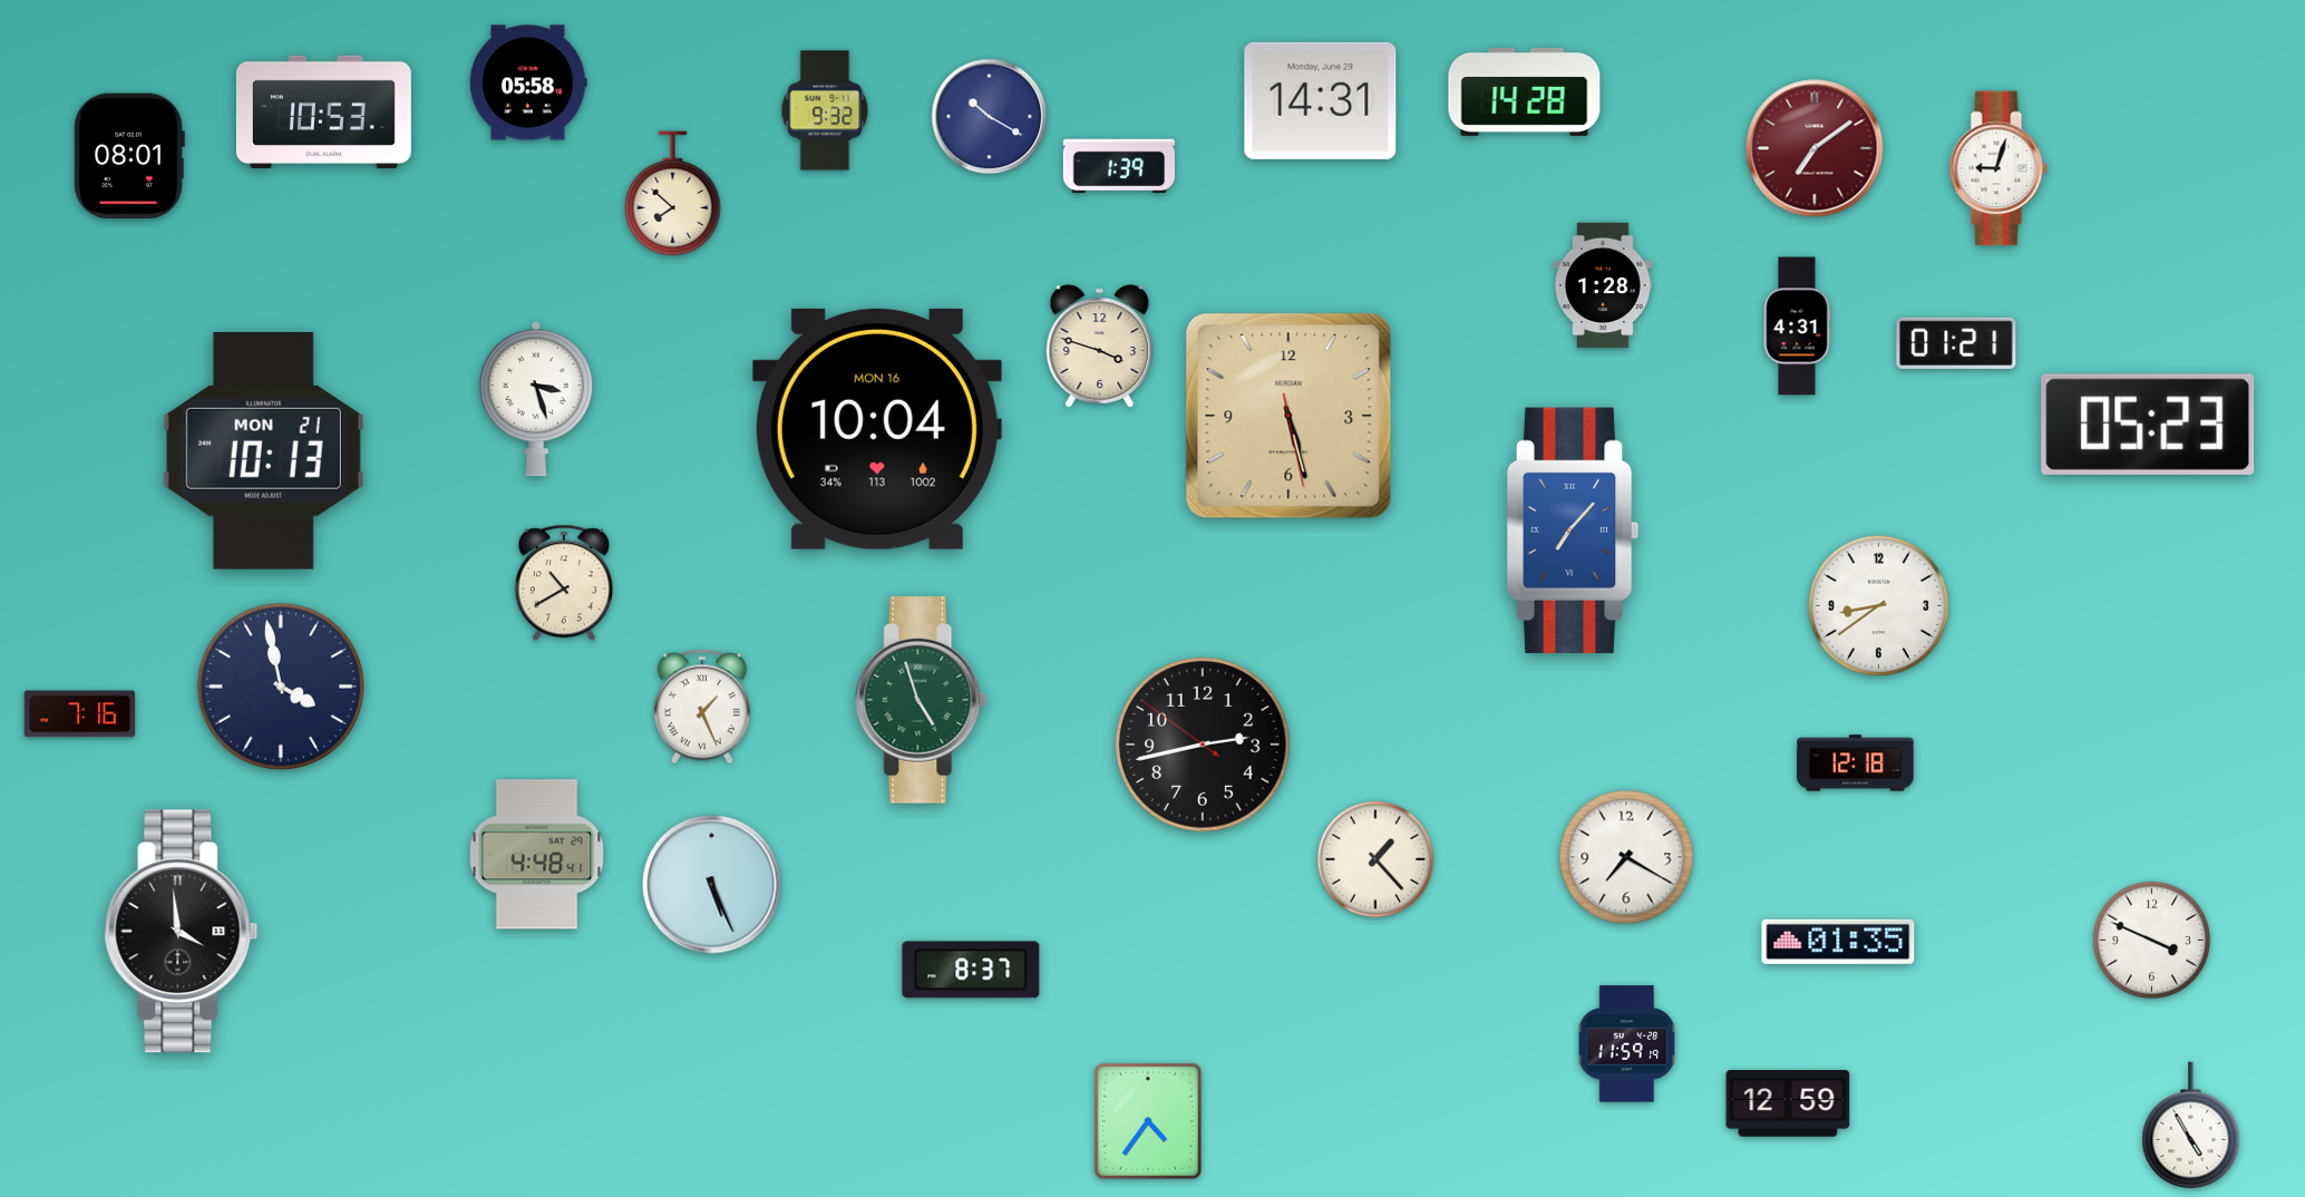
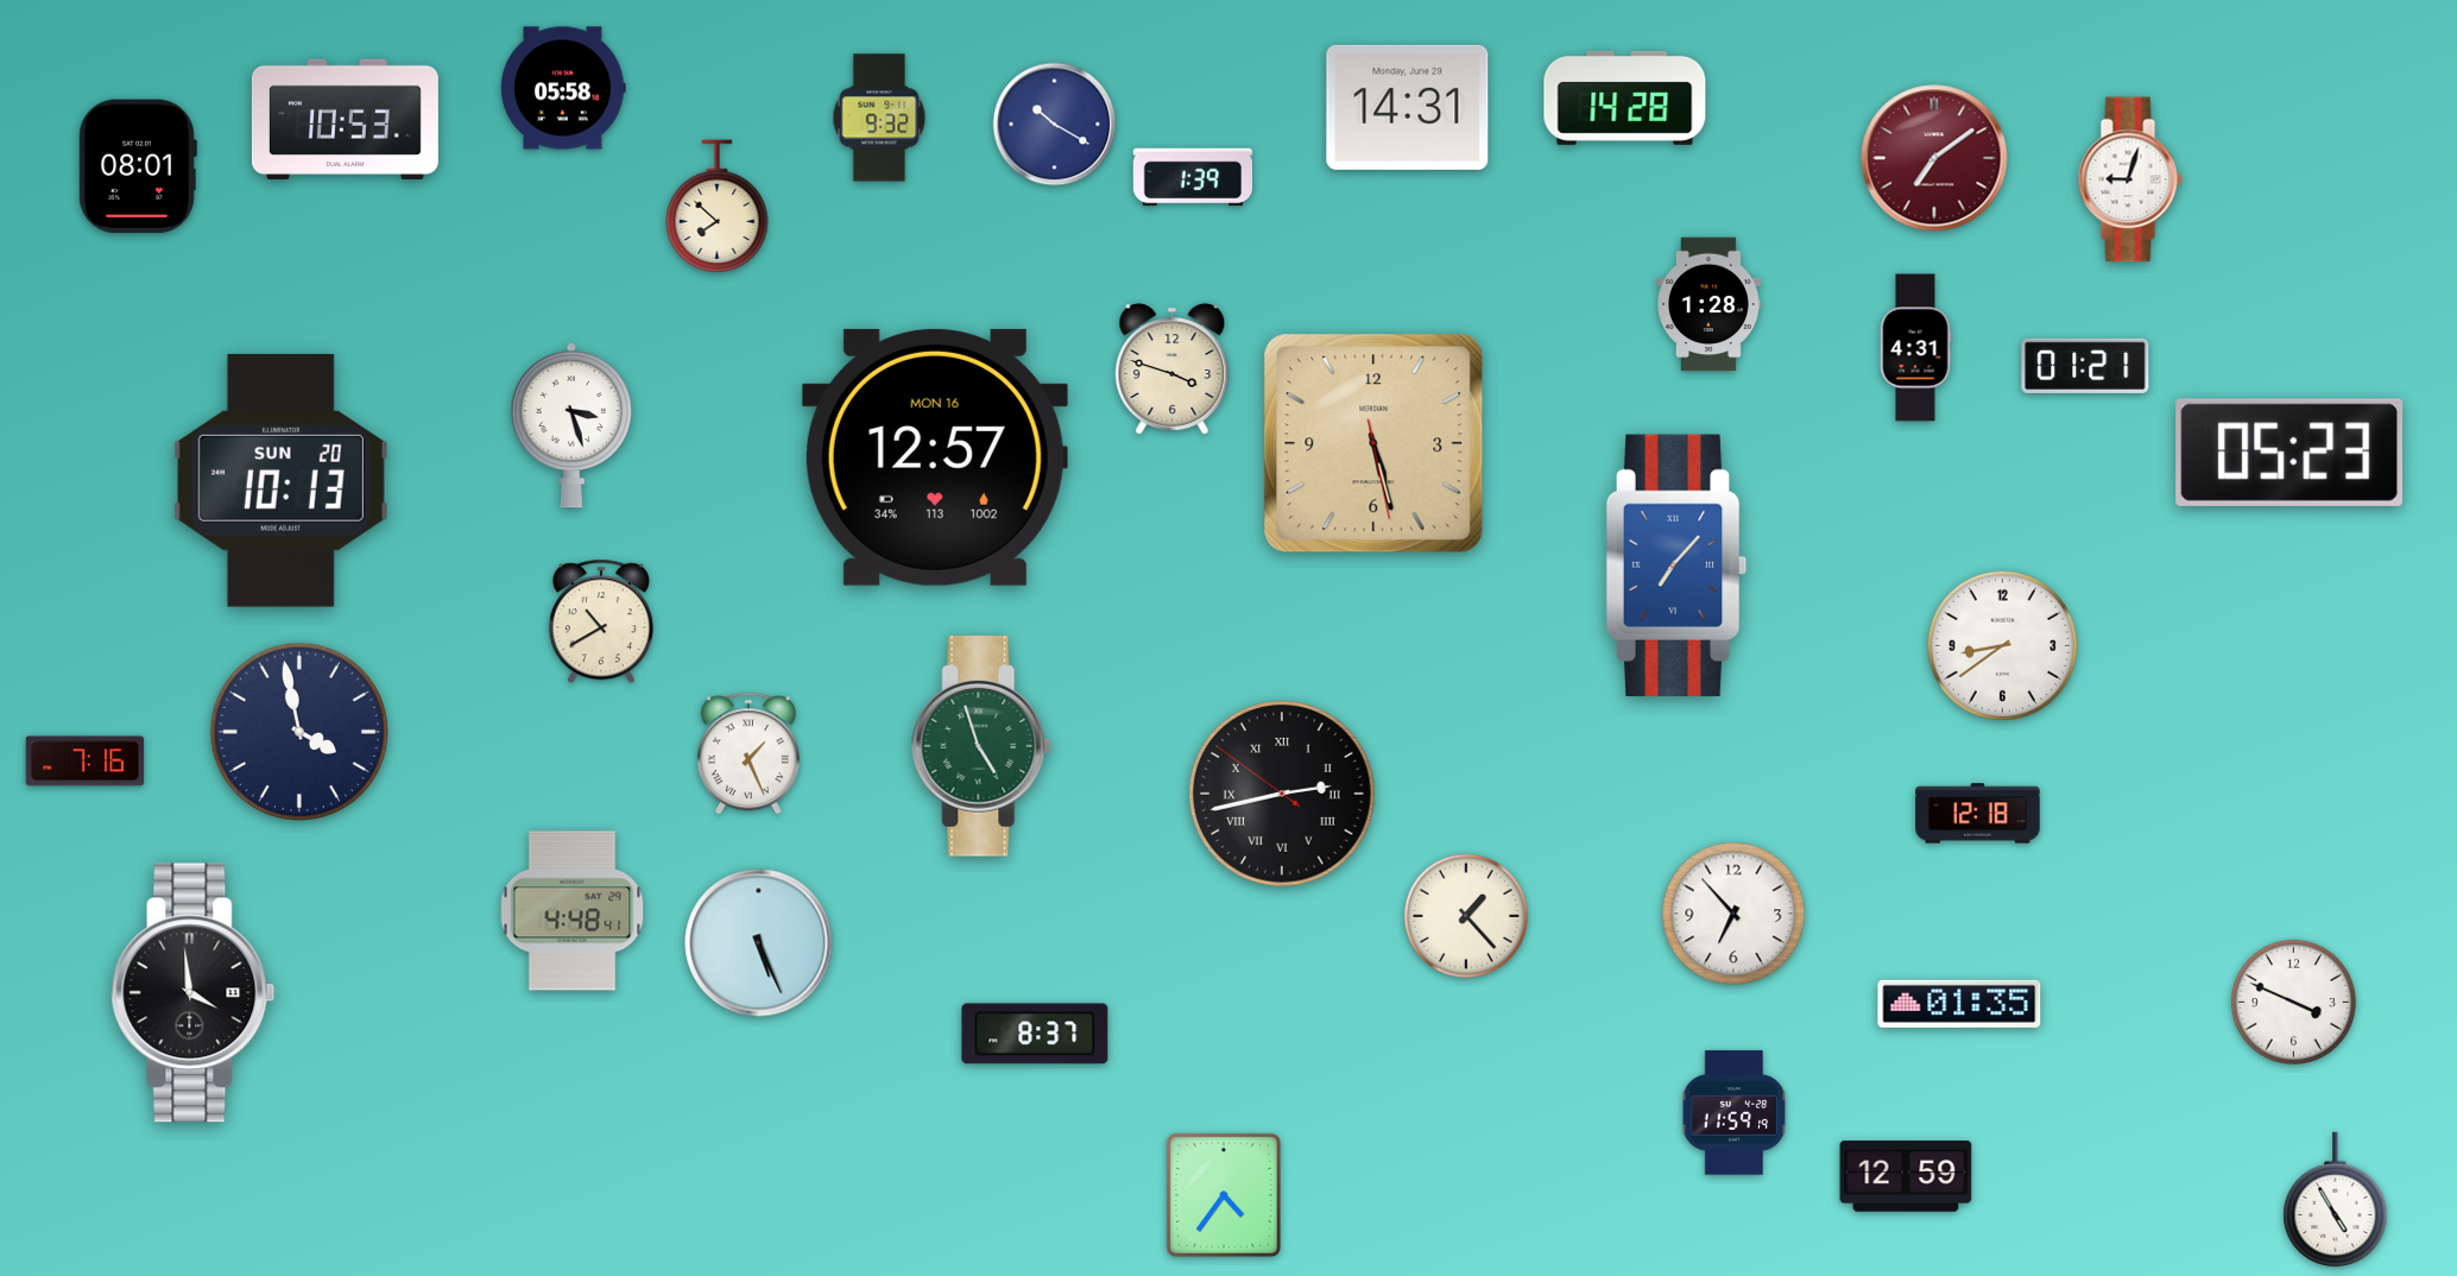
clock at (877, 429): 10:04 -> 12:57
clock at (263, 450) date: MON 21 -> SUN 20
clock at (1204, 746) numerals: Arabic -> Roman
clock at (1626, 857): 7:20 -> 6:53
